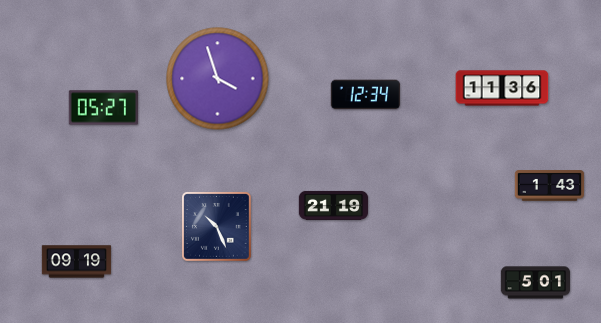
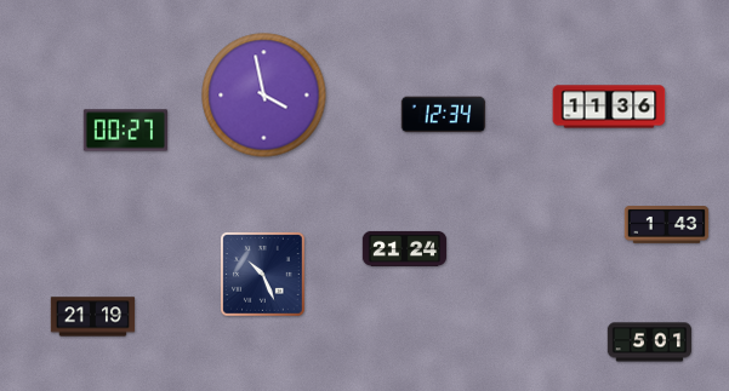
clock at (218, 79): 3:57 -> 3:58
clock at (104, 108): 05:27 -> 00:27
clock at (334, 205): 21:19 -> 21:24
clock at (77, 262): 09:19 -> 21:19
